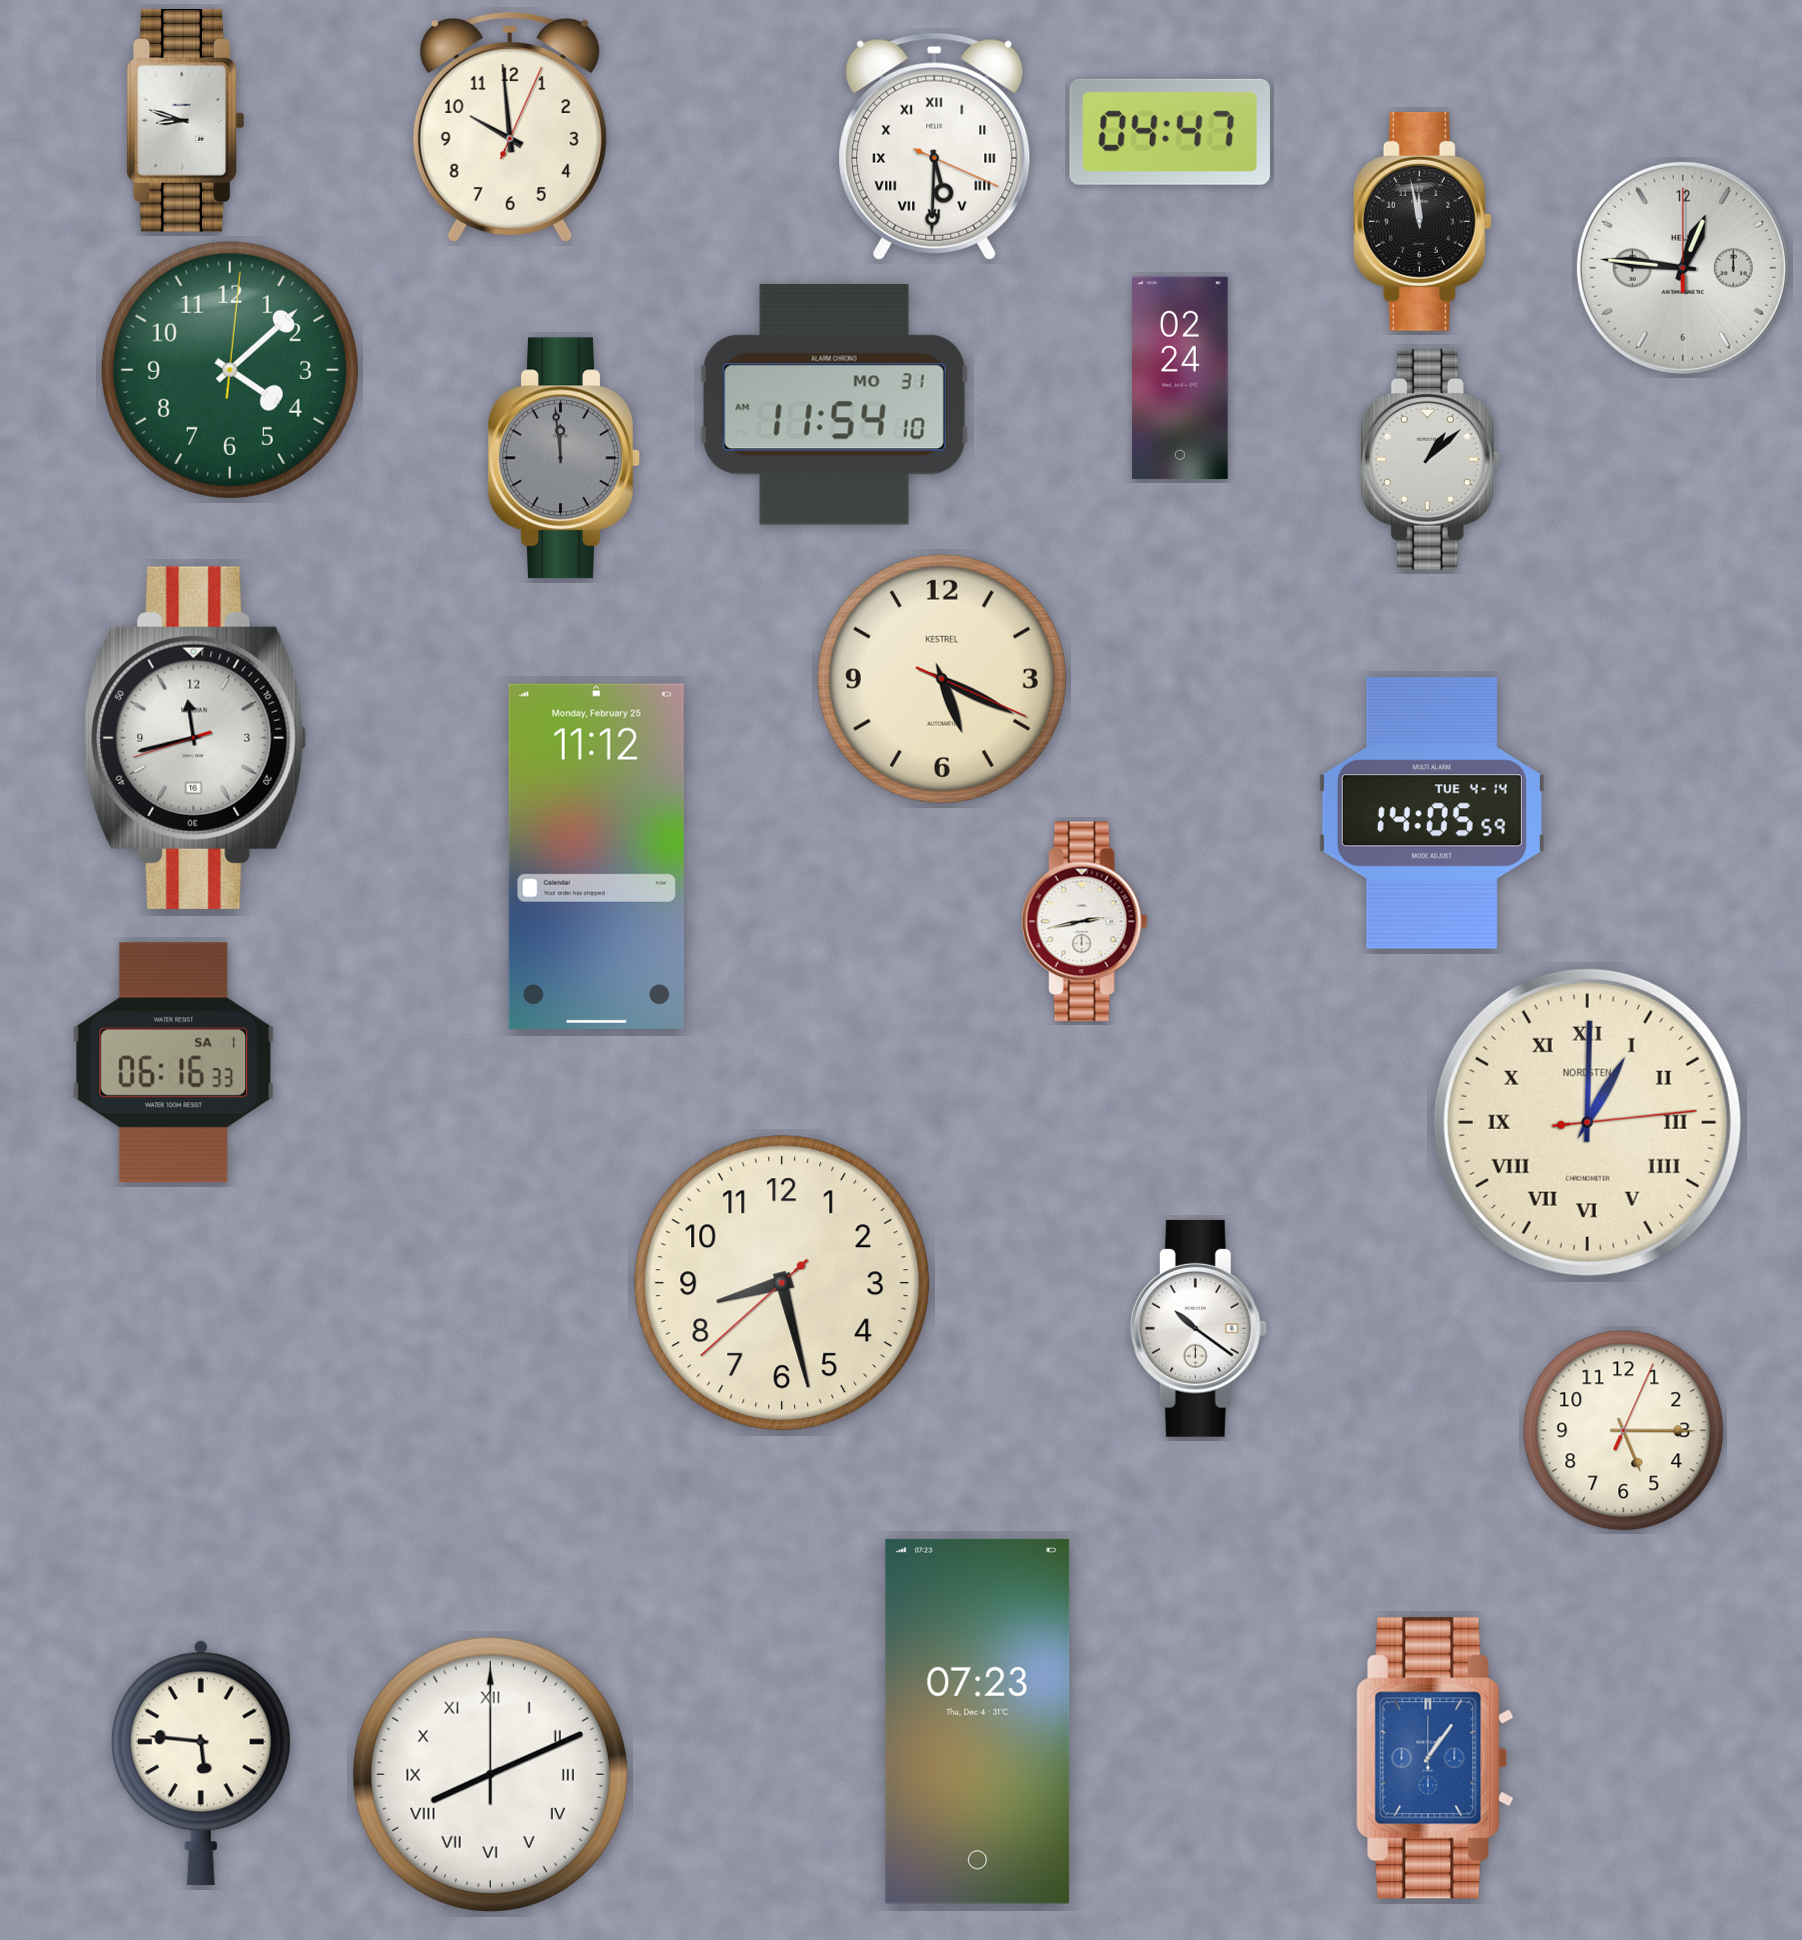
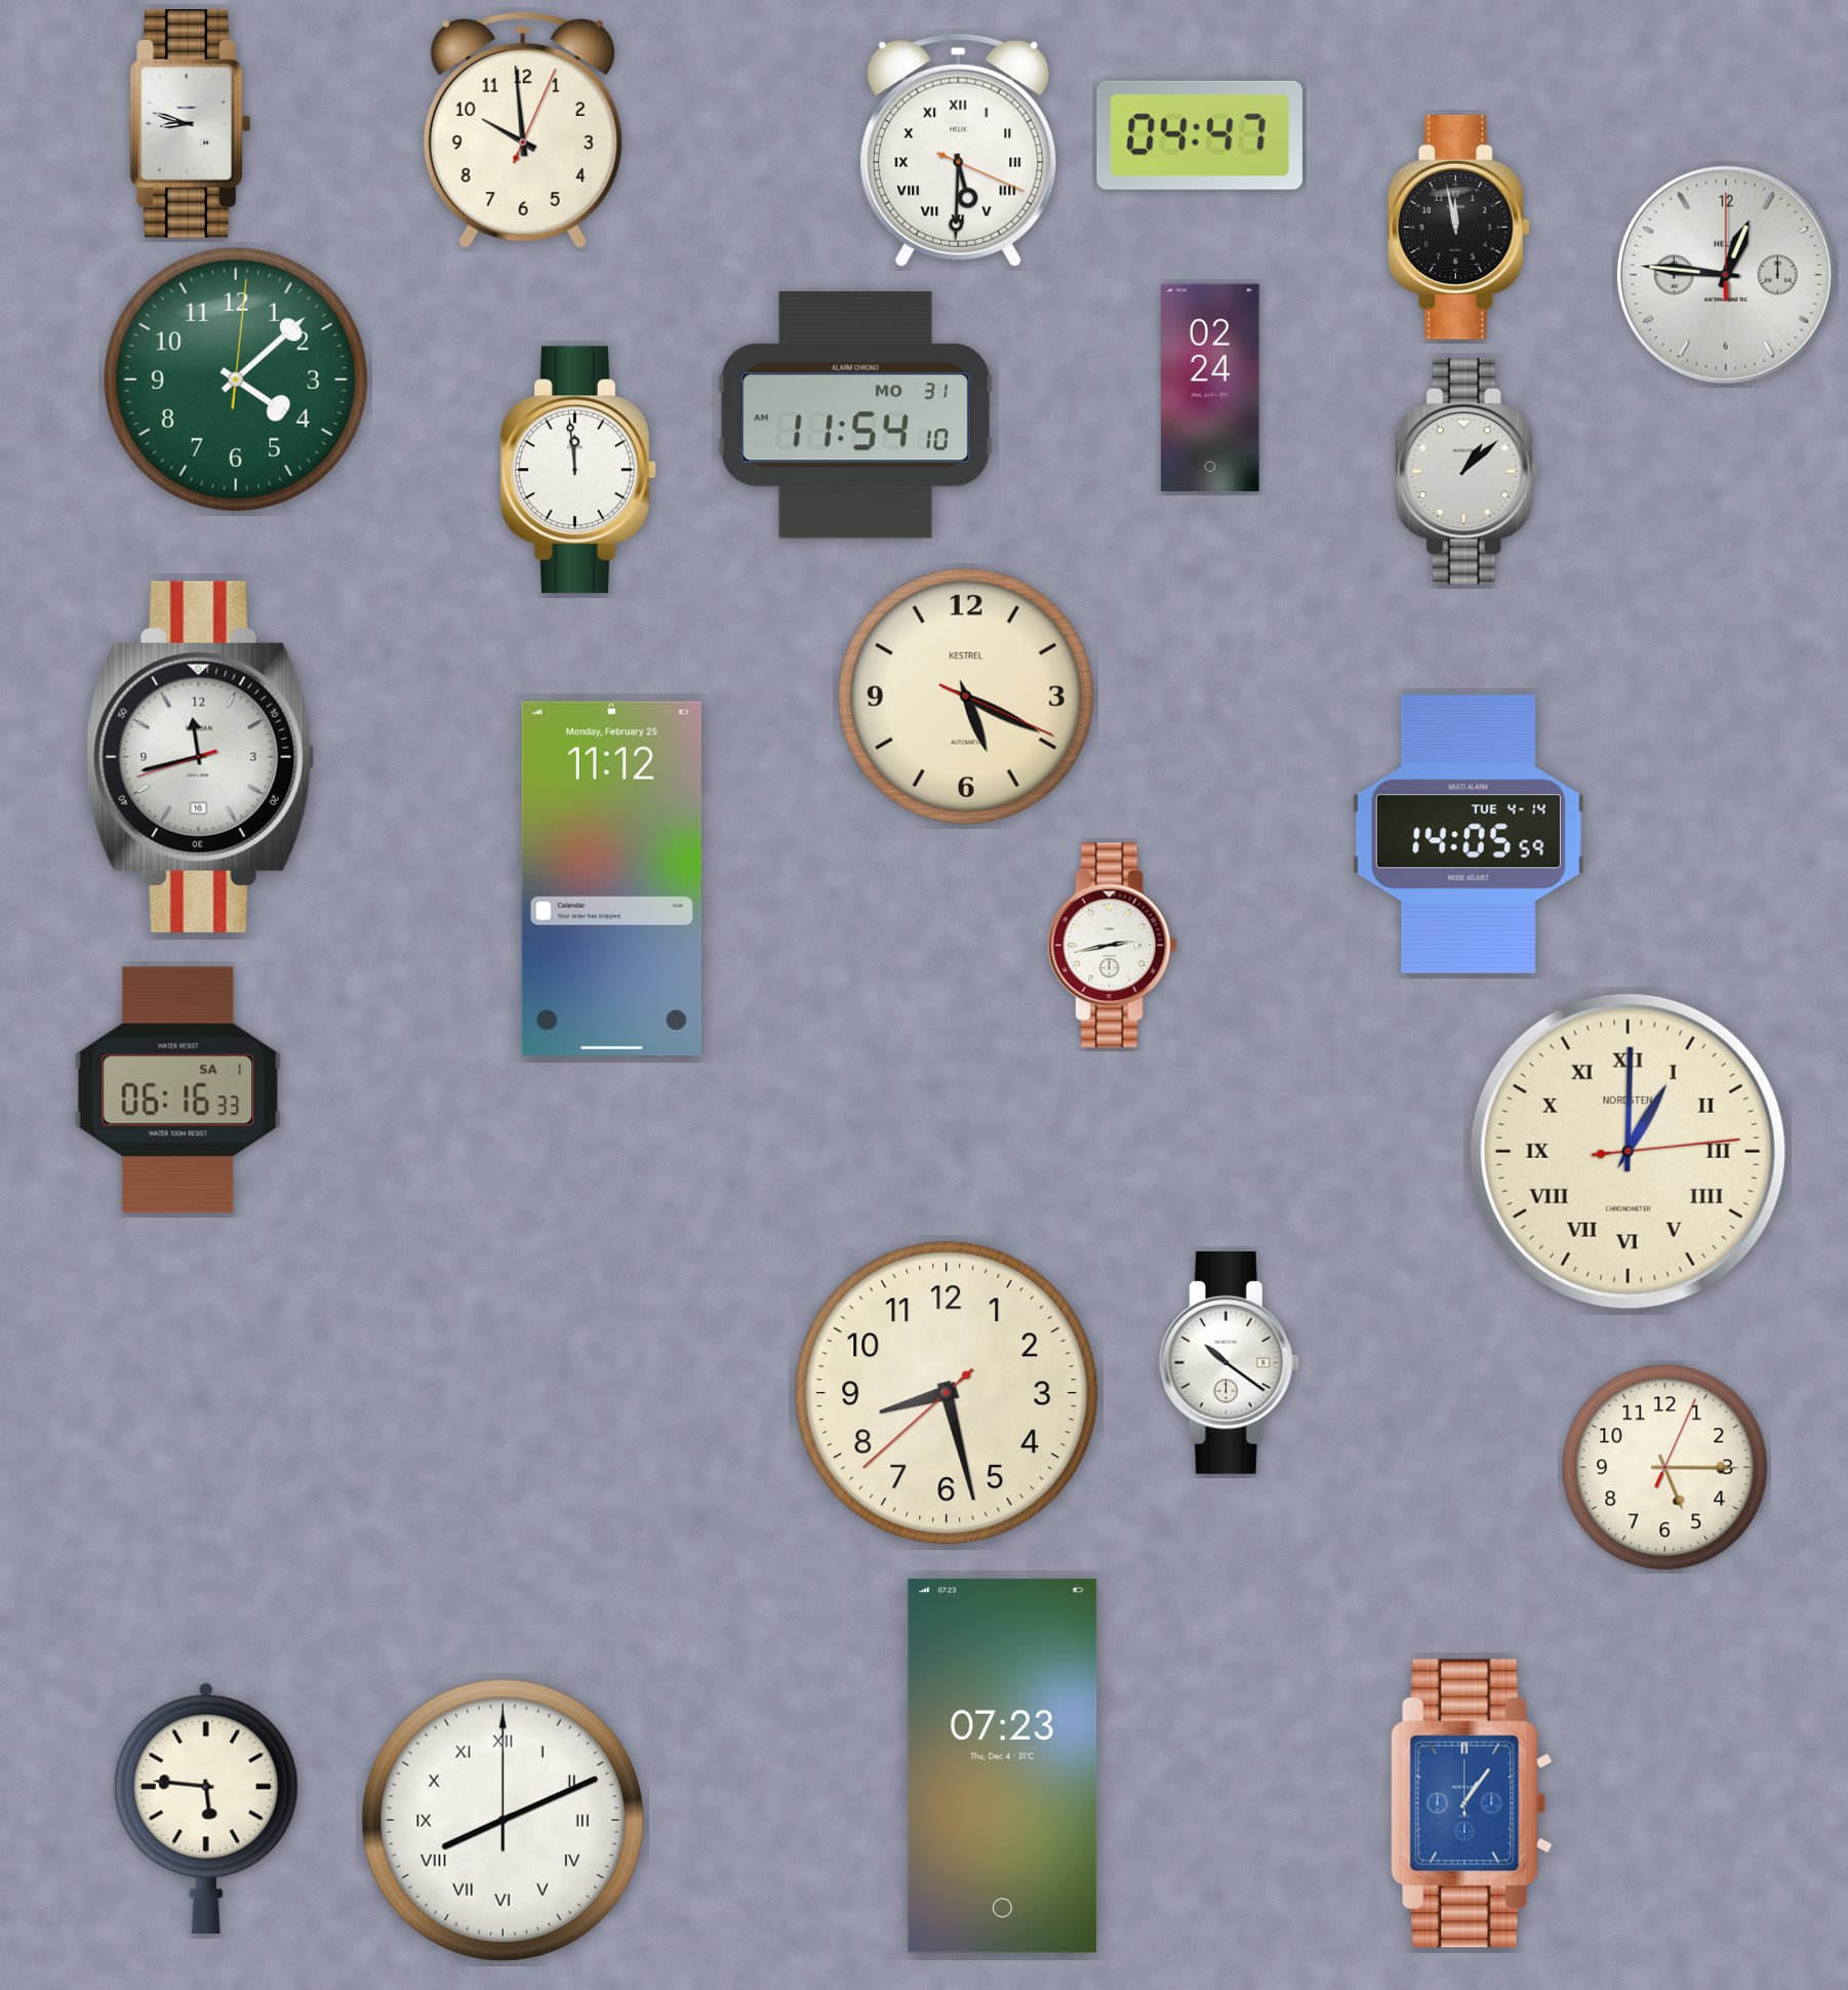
clock at (564, 458) dial: grey -> white
clock at (782, 1283) position: (782, 1283) -> (947, 1393)
